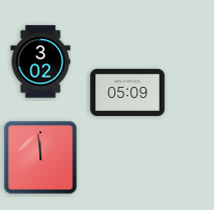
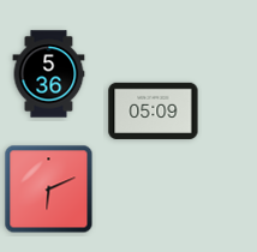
clock at (41, 62): 3:02 -> 5:36
clock at (41, 158): 11:59 -> 6:11
